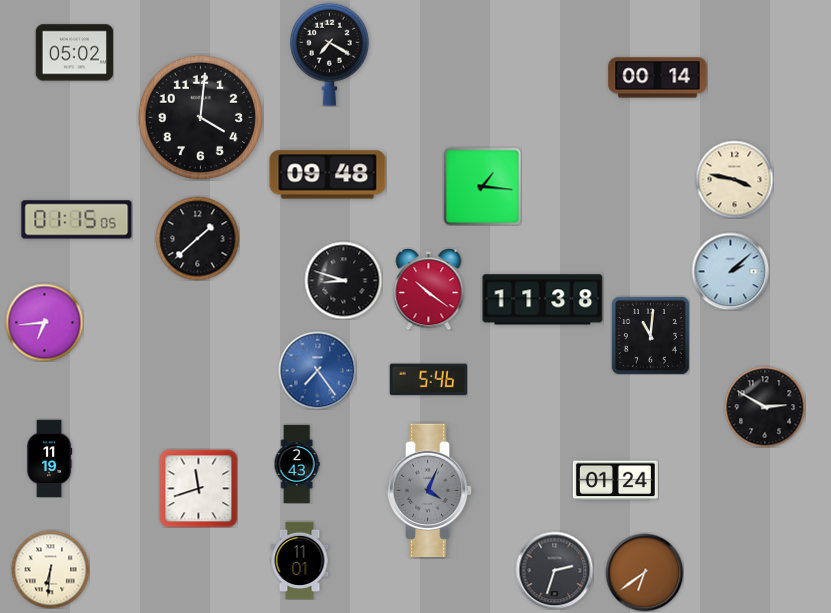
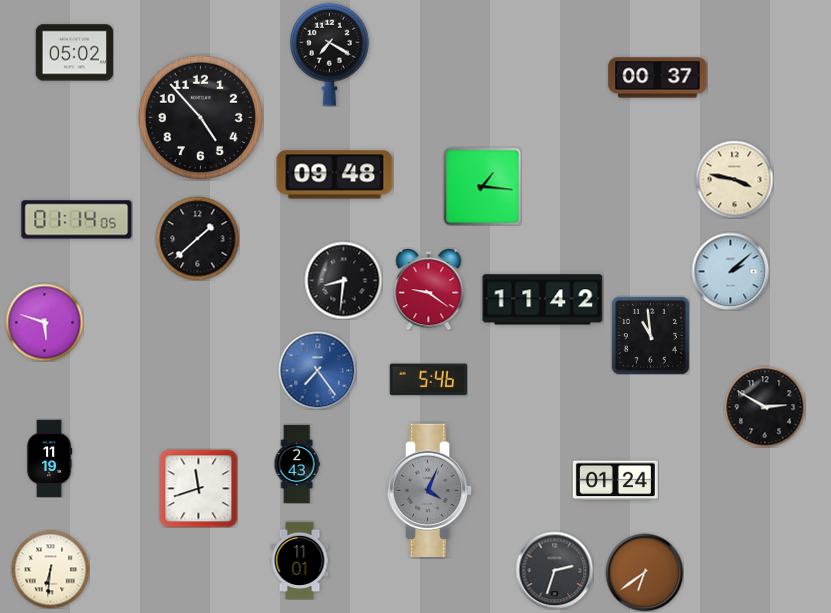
clock at (658, 78): 00:14 -> 00:37
clock at (200, 117): 4:01 -> 4:53
clock at (328, 175) position: (328, 175) -> (335, 175)
clock at (77, 220): 01:15 -> 01:14
clock at (343, 280): 8:48 -> 8:31
clock at (429, 289): 10:21 -> 9:21
clock at (543, 300): 11:38 -> 11:42
clock at (44, 322): 6:44 -> 5:48
clock at (650, 335): 11:01 -> 10:59
